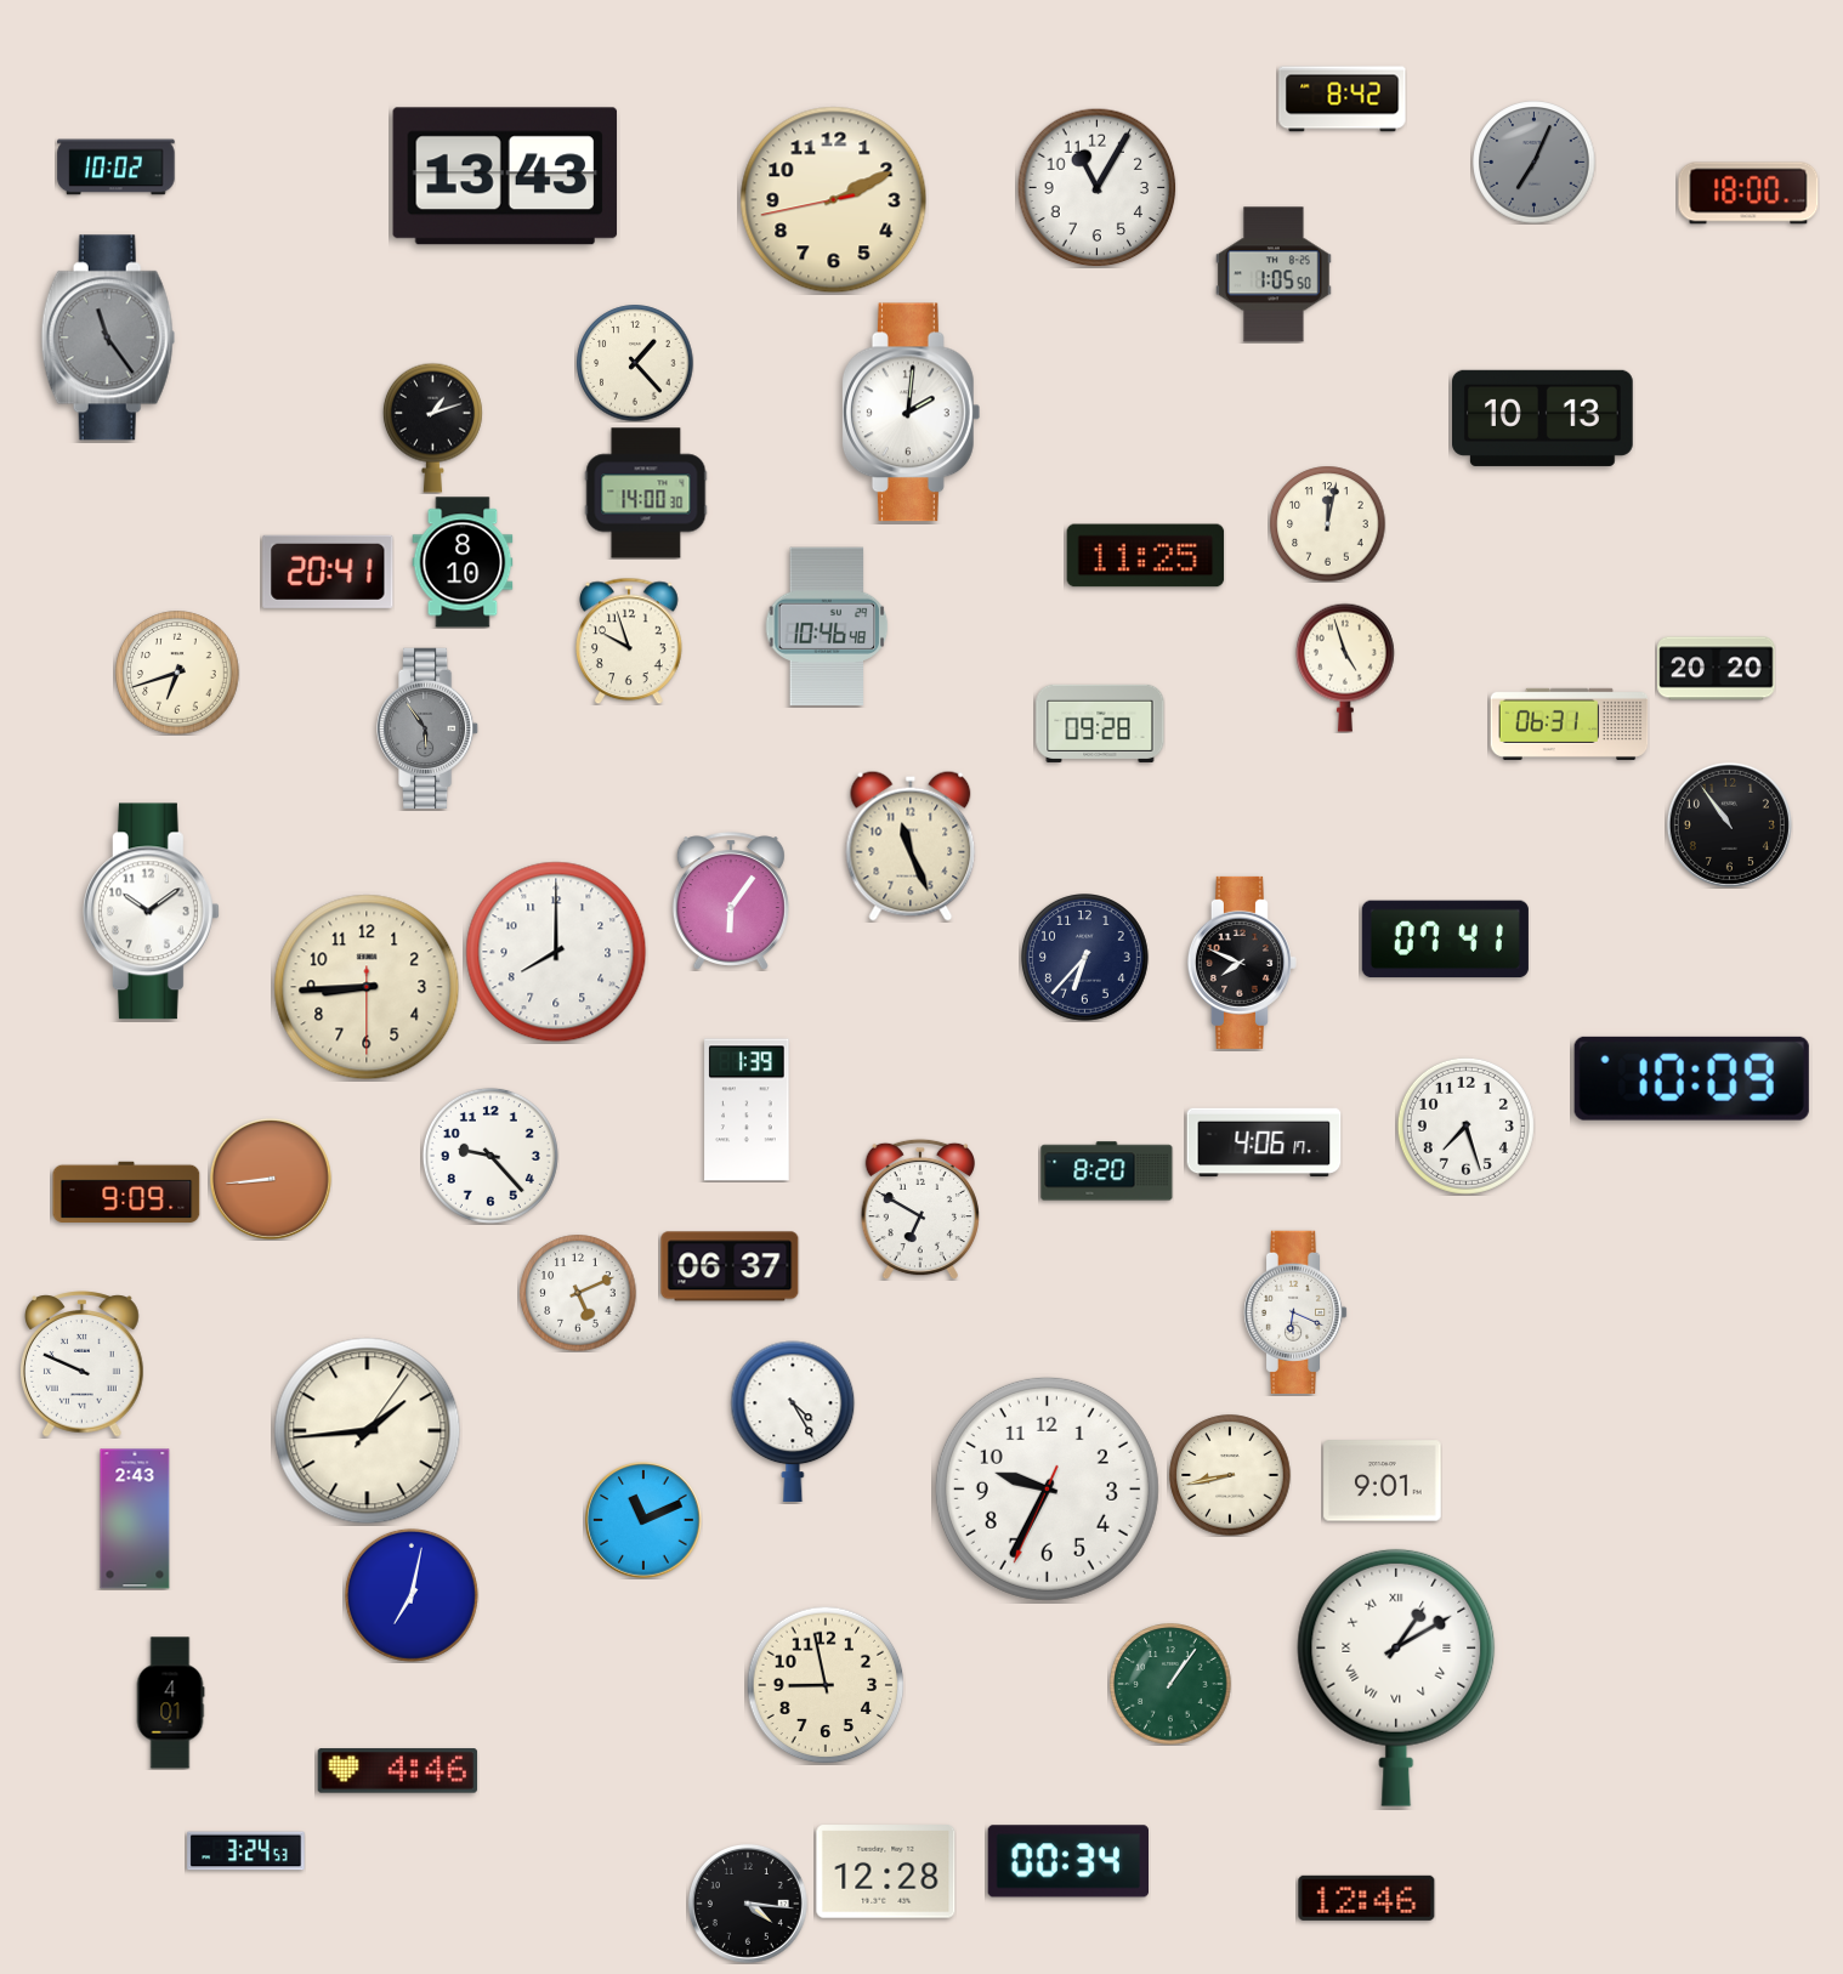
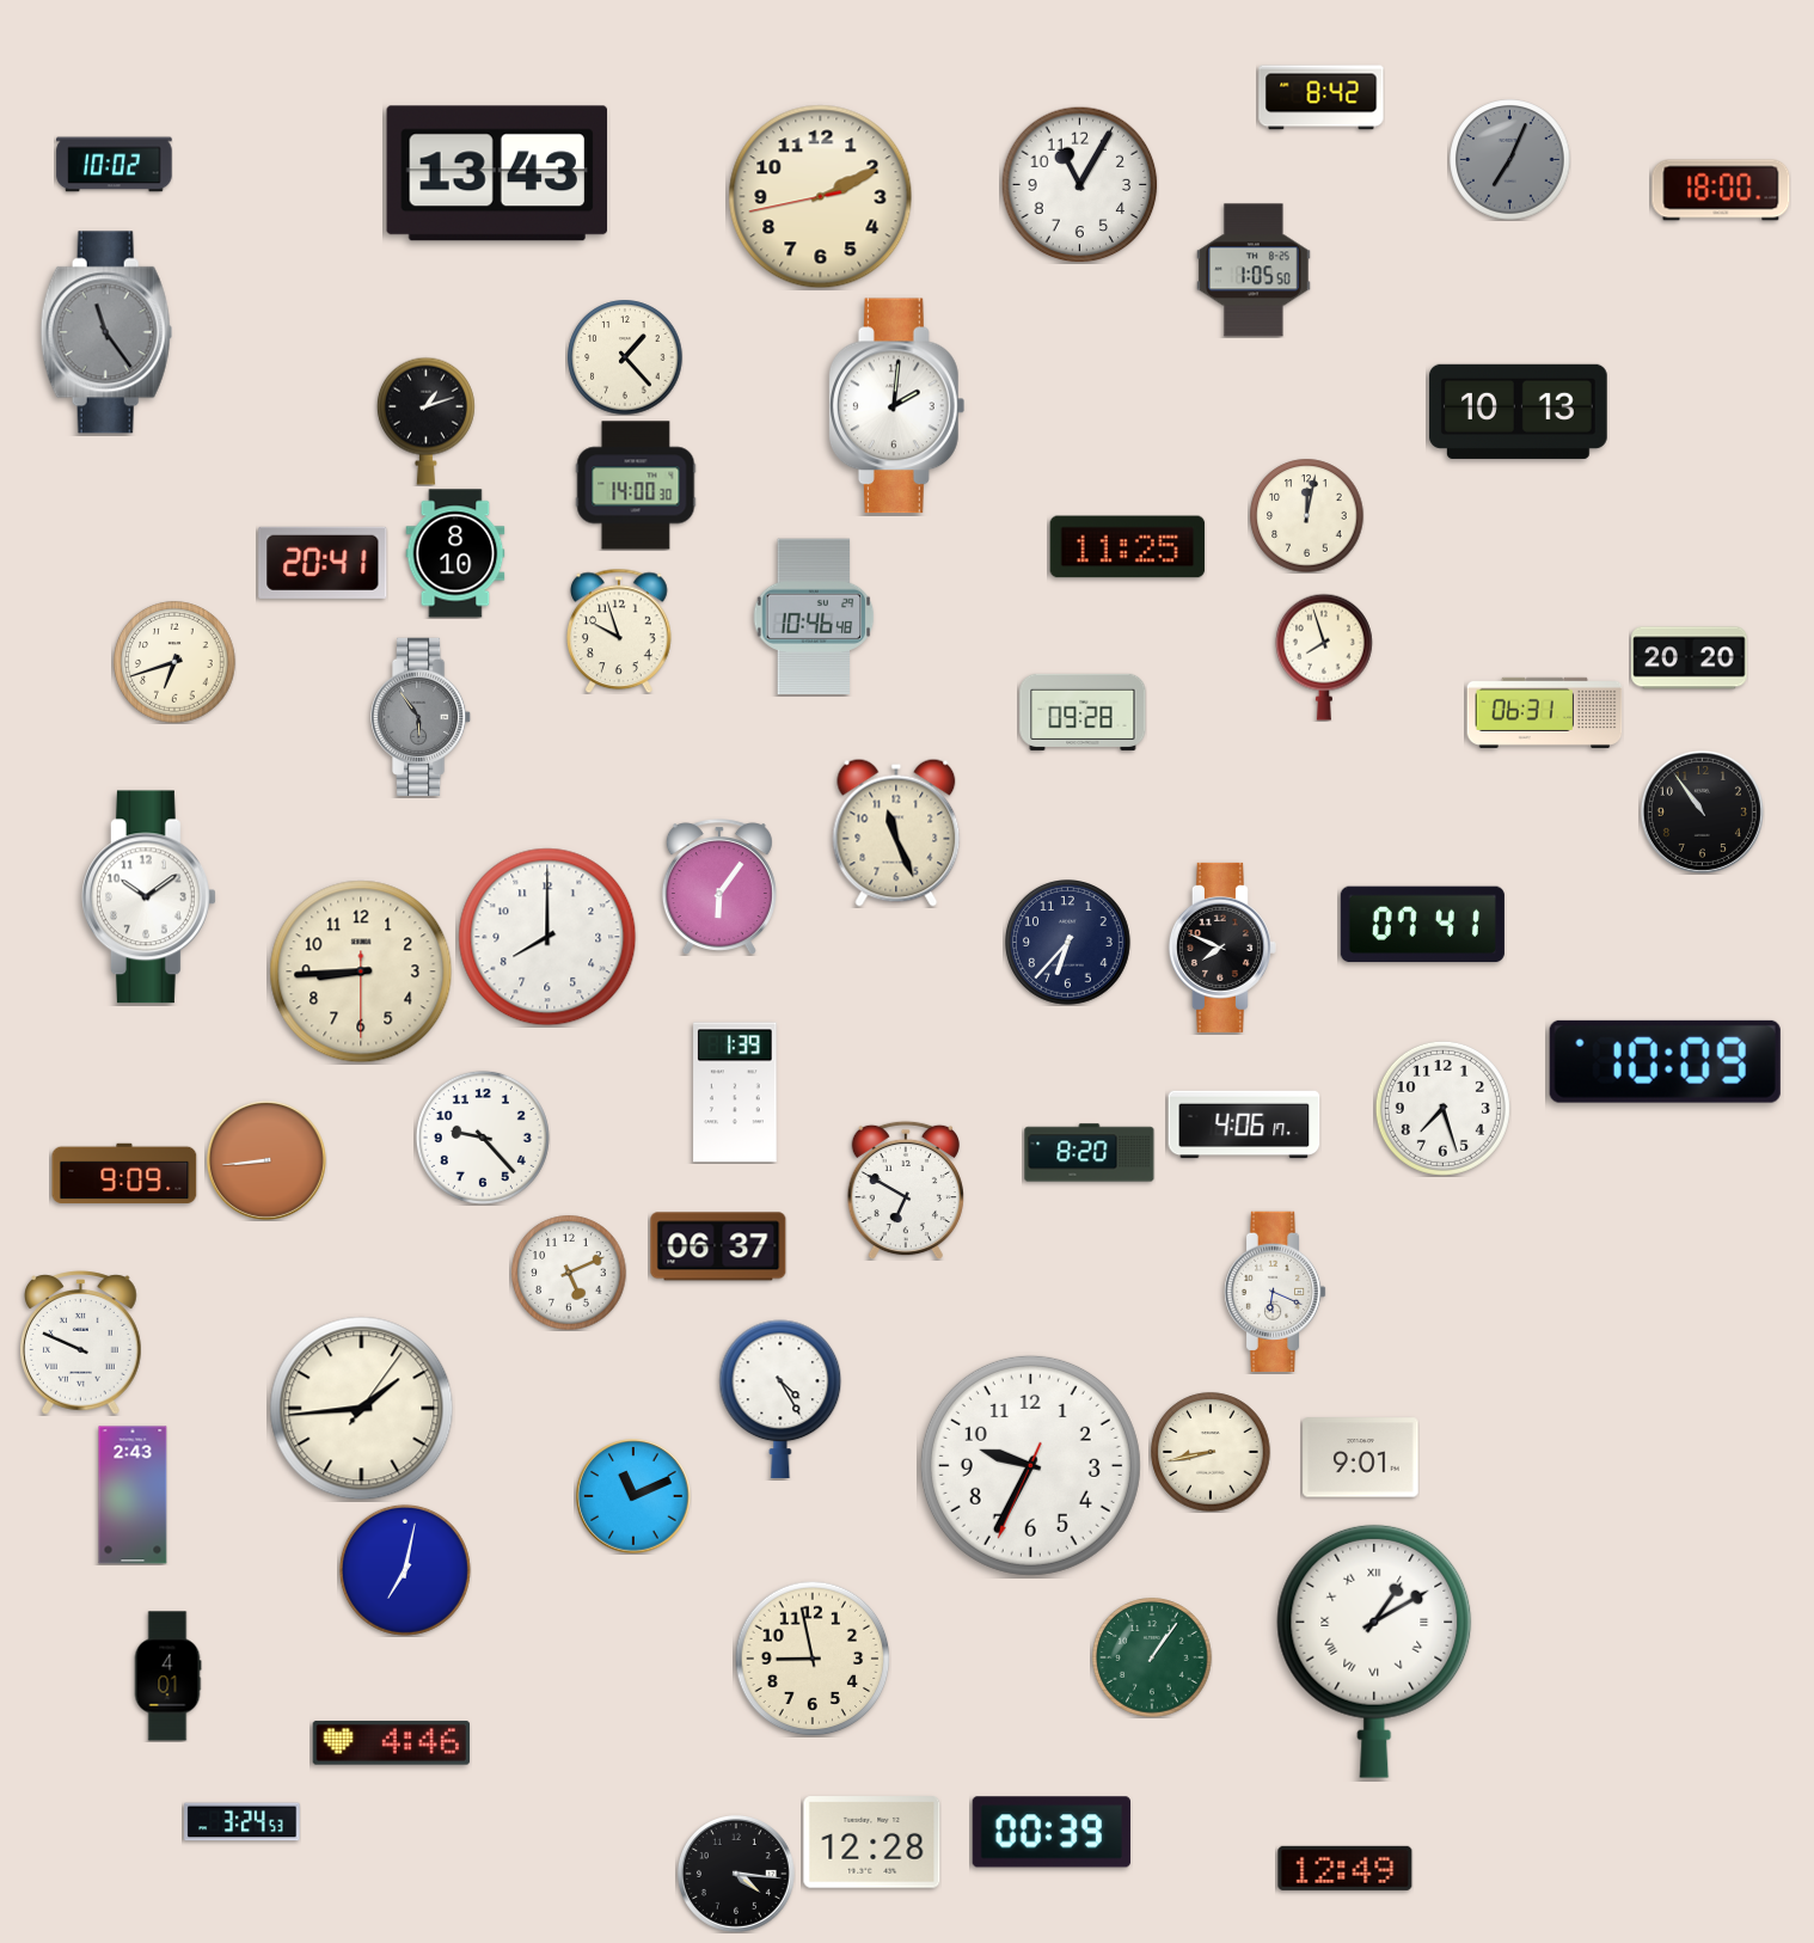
clock at (1345, 668): 4:57 -> 7:57
clock at (1067, 1861): 00:34 -> 00:39
clock at (1367, 1898): 12:46 -> 12:49
